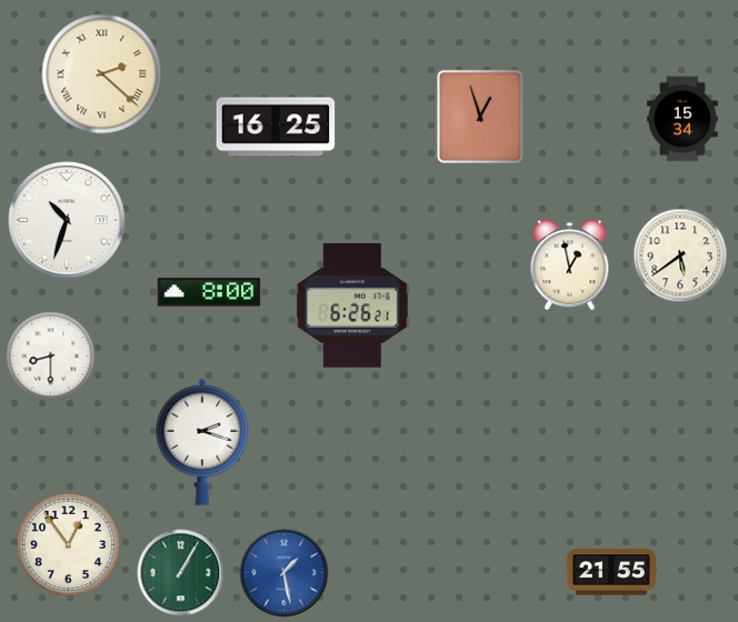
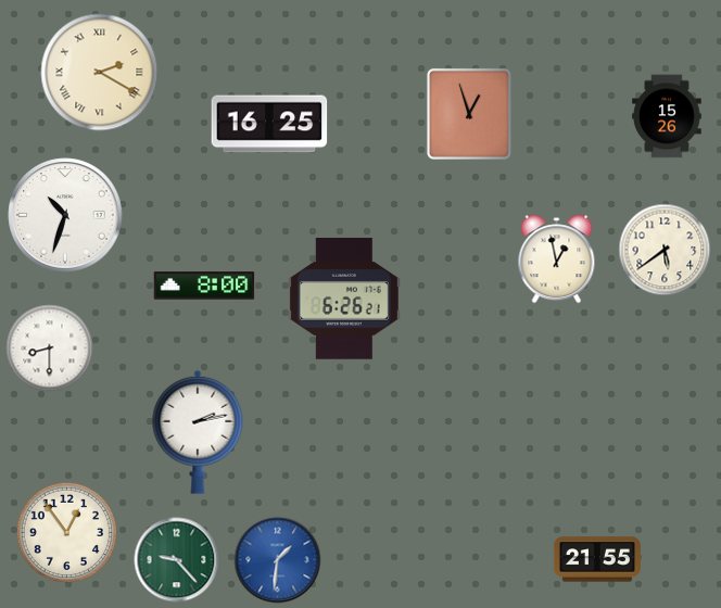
clock at (102, 74): 2:22 -> 2:20
clock at (682, 119): 15:34 -> 15:26
clock at (202, 442): 2:18 -> 2:13
clock at (181, 573): 1:05 -> 9:23
clock at (285, 573): 1:28 -> 1:31
